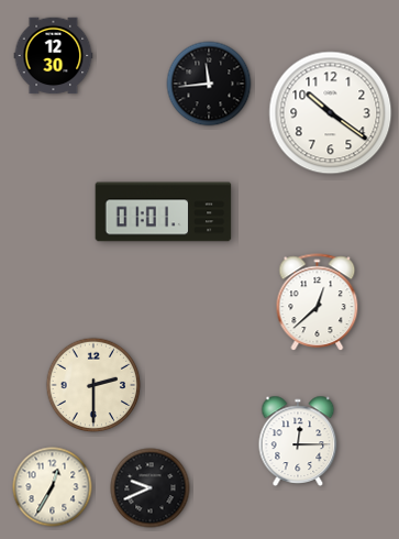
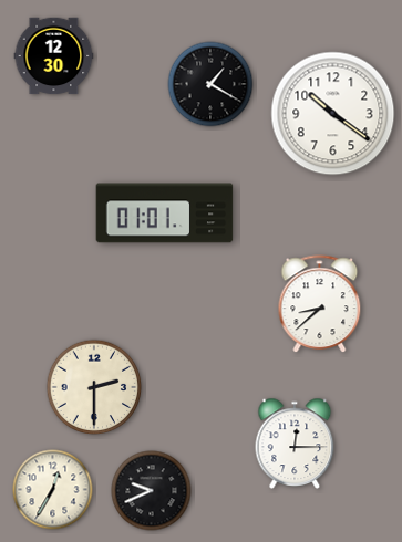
clock at (209, 84): 11:44 -> 1:20
clock at (318, 302): 12:38 -> 8:38
clock at (298, 440) position: (298, 440) -> (295, 442)
